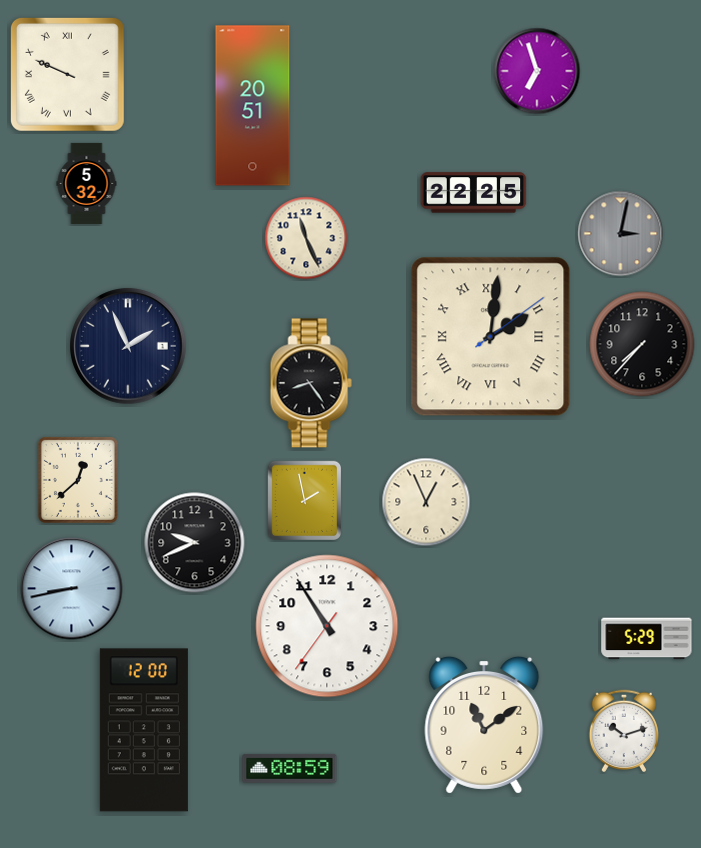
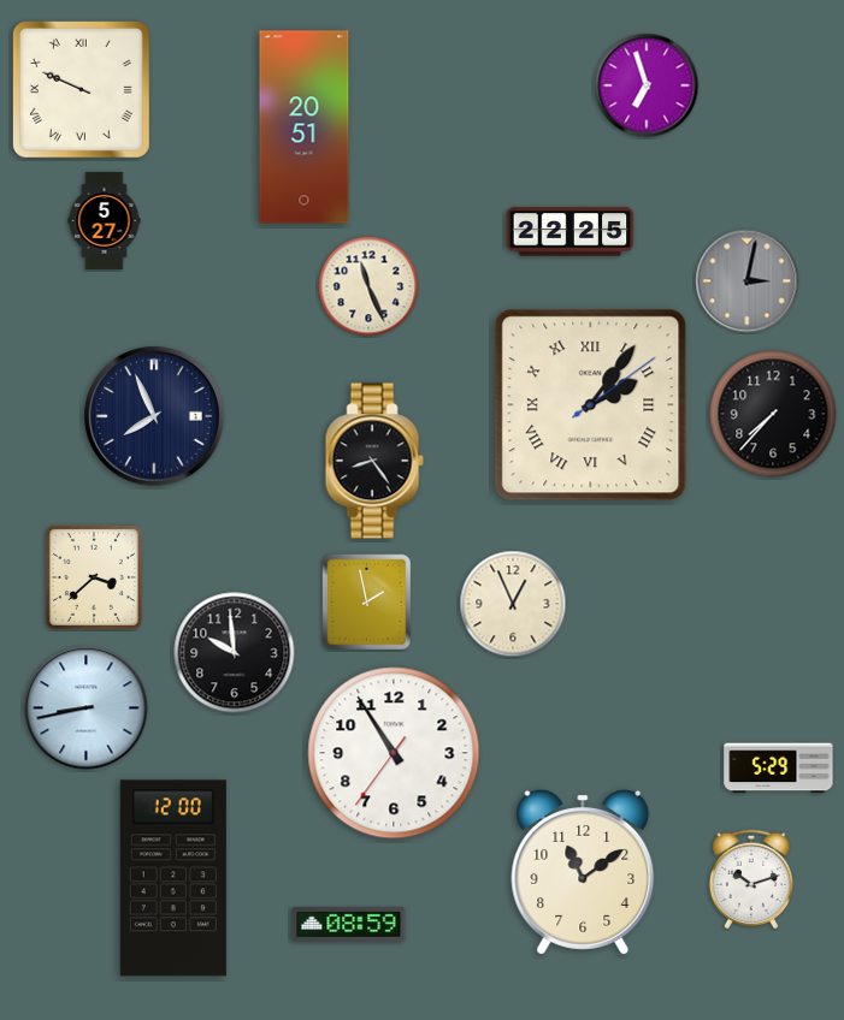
clock at (87, 183): 5:32 -> 5:27
clock at (491, 337): 2:01 -> 2:06
clock at (128, 346): 1:56 -> 7:56
clock at (78, 480): 12:38 -> 3:38
clock at (195, 543): 9:41 -> 9:59
